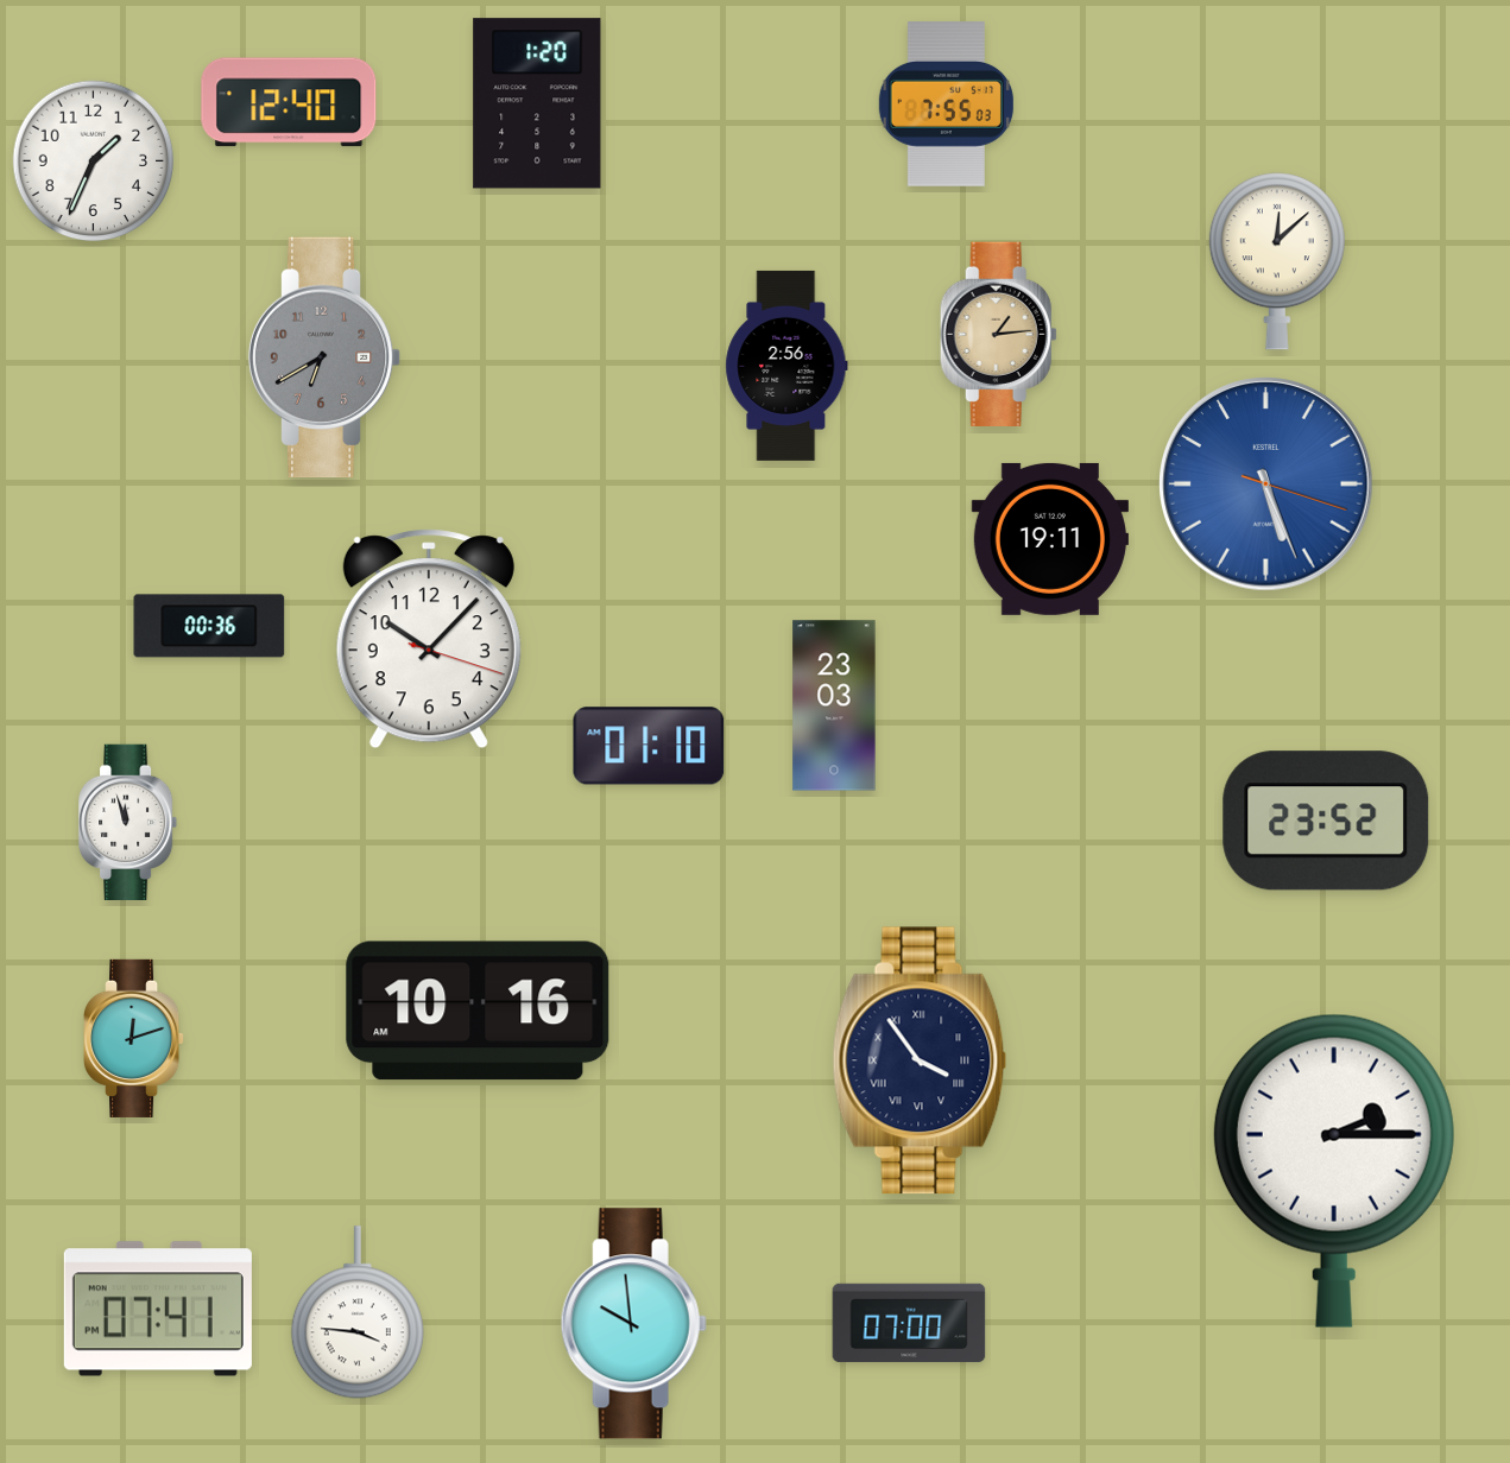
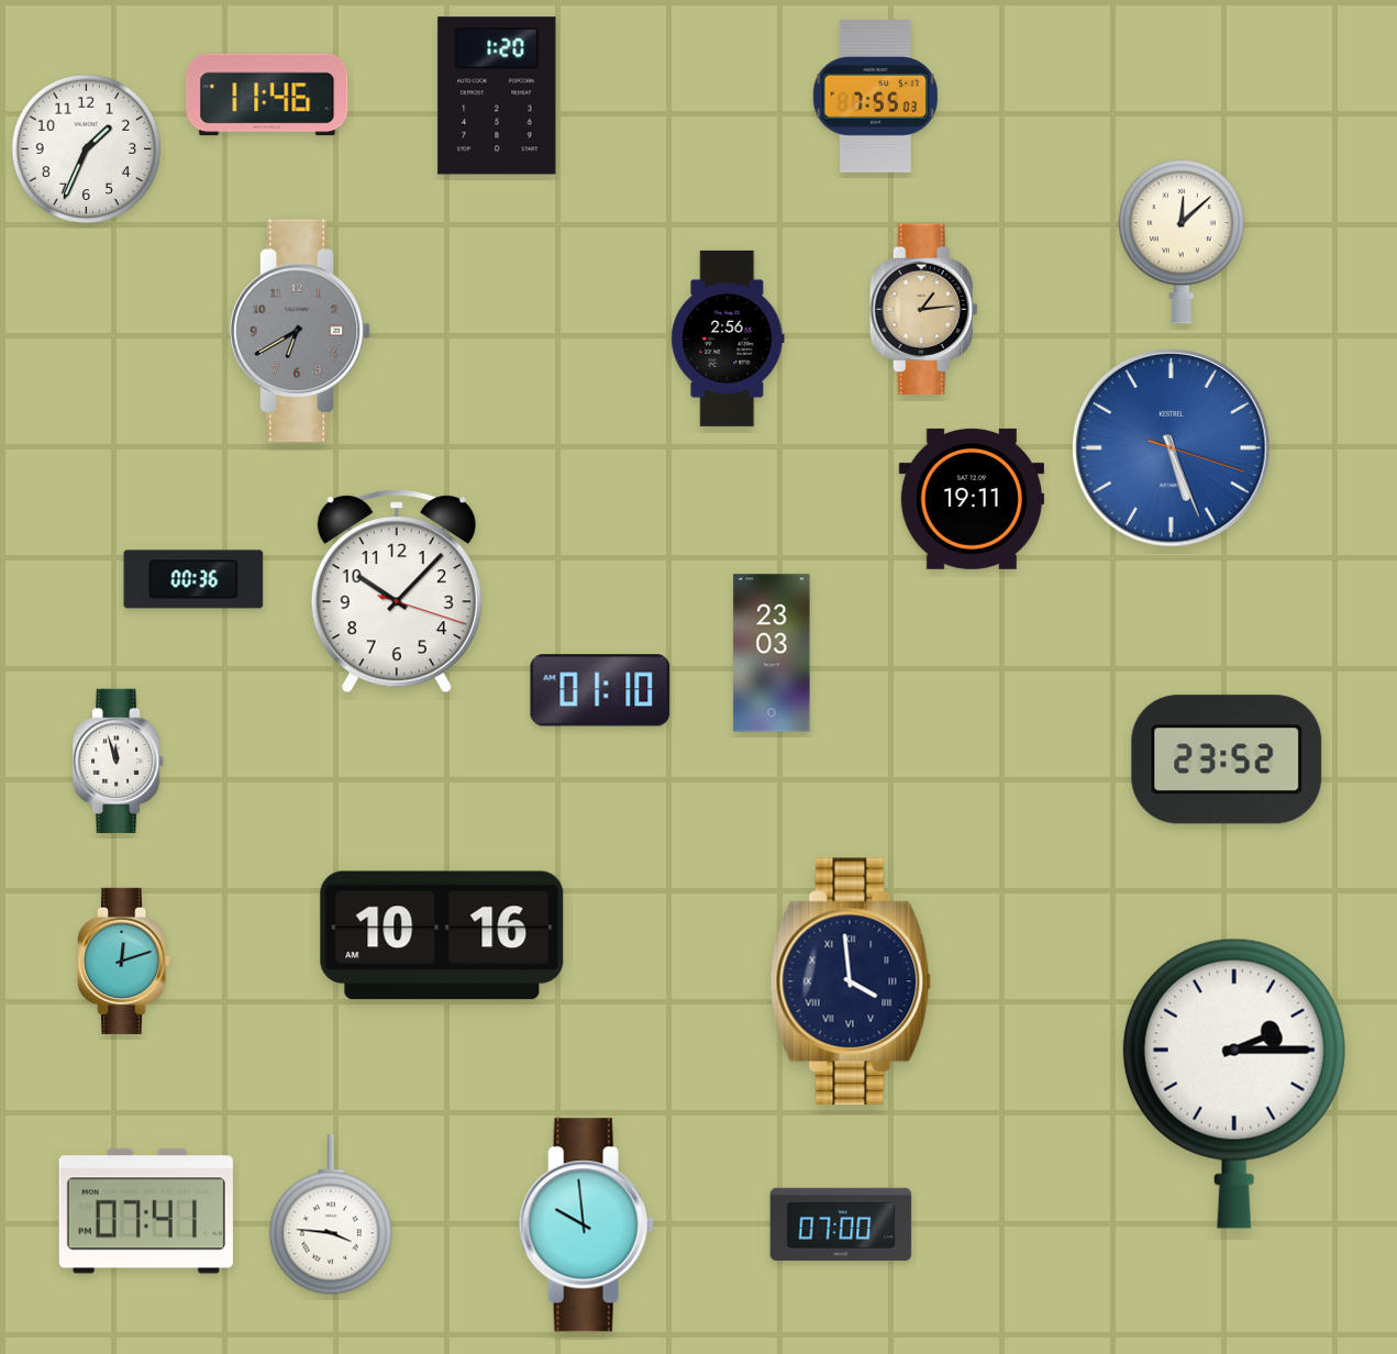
clock at (289, 102): 12:40 -> 11:46
clock at (920, 1060): 3:54 -> 3:59
